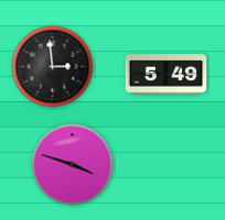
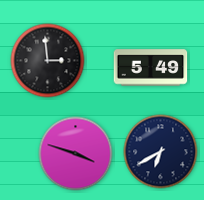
clock at (73, 165) position: (73, 165) -> (76, 154)
clock at (161, 152): none -> 6:40
